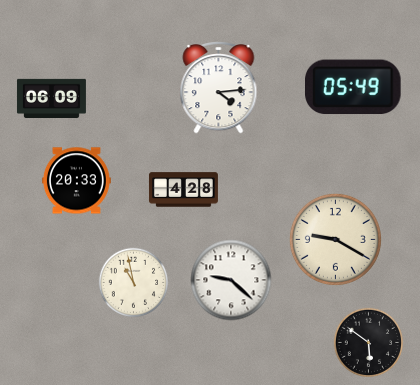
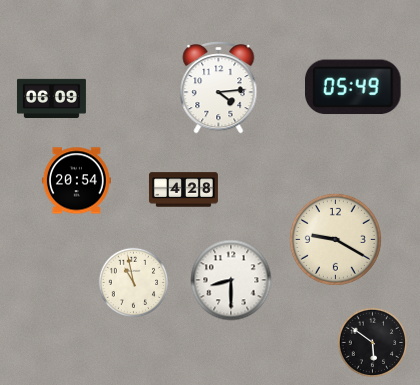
clock at (76, 181): 20:33 -> 20:54
clock at (231, 280): 9:22 -> 8:30
clock at (369, 343) position: (369, 343) -> (373, 343)
